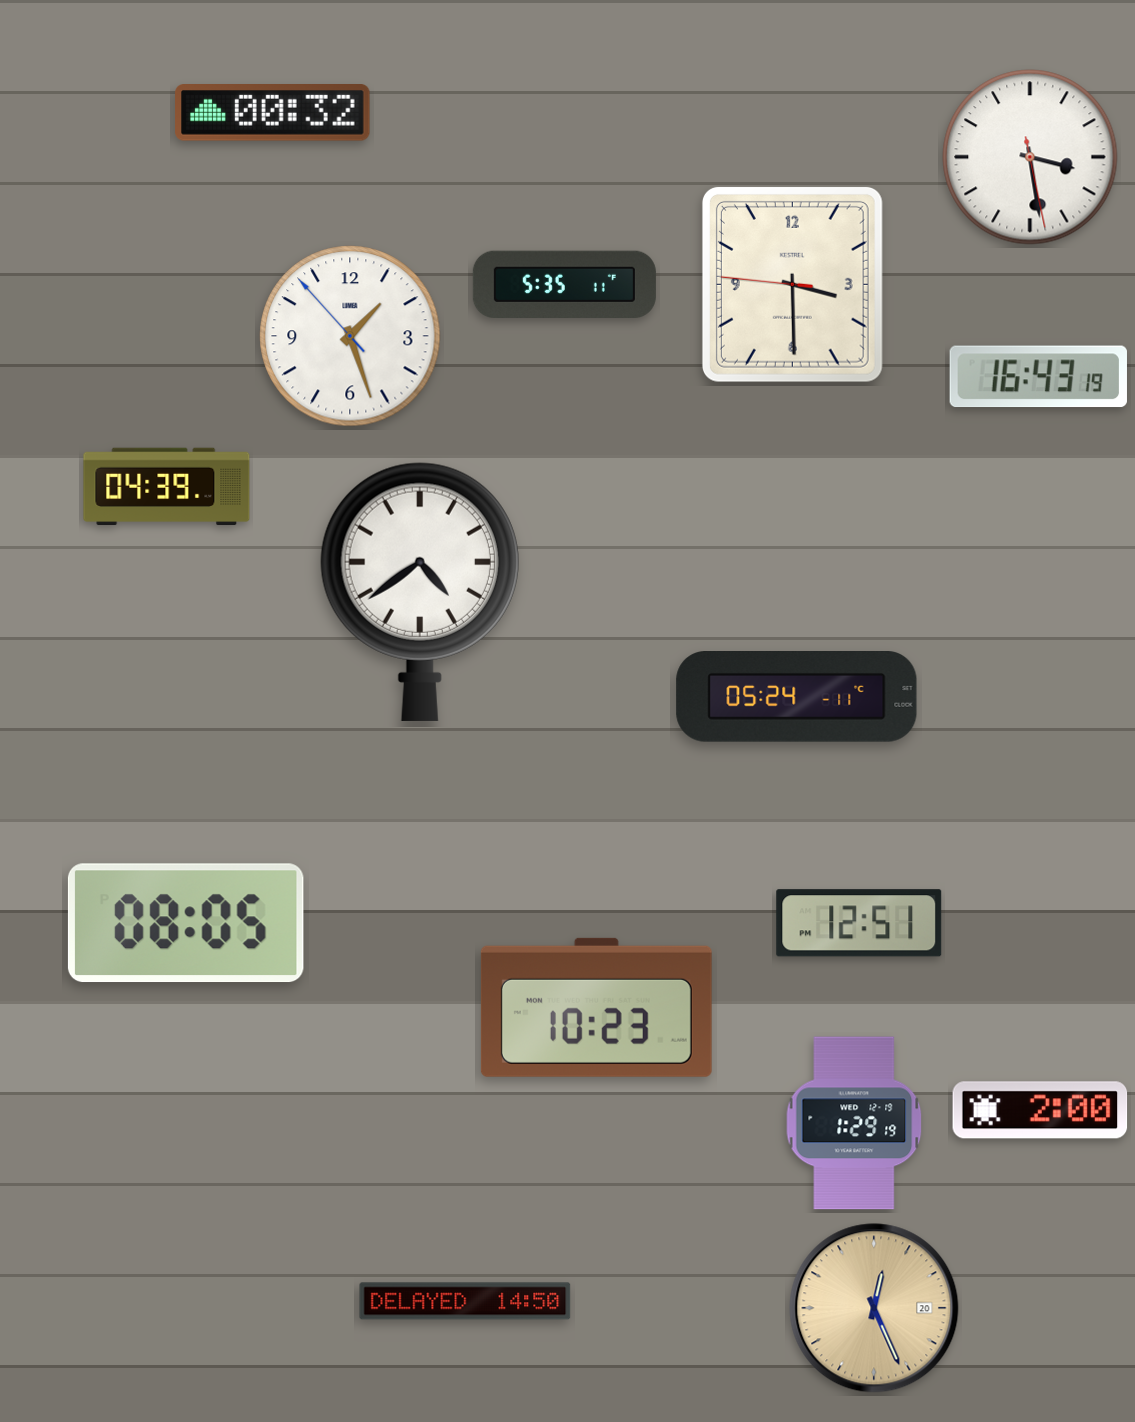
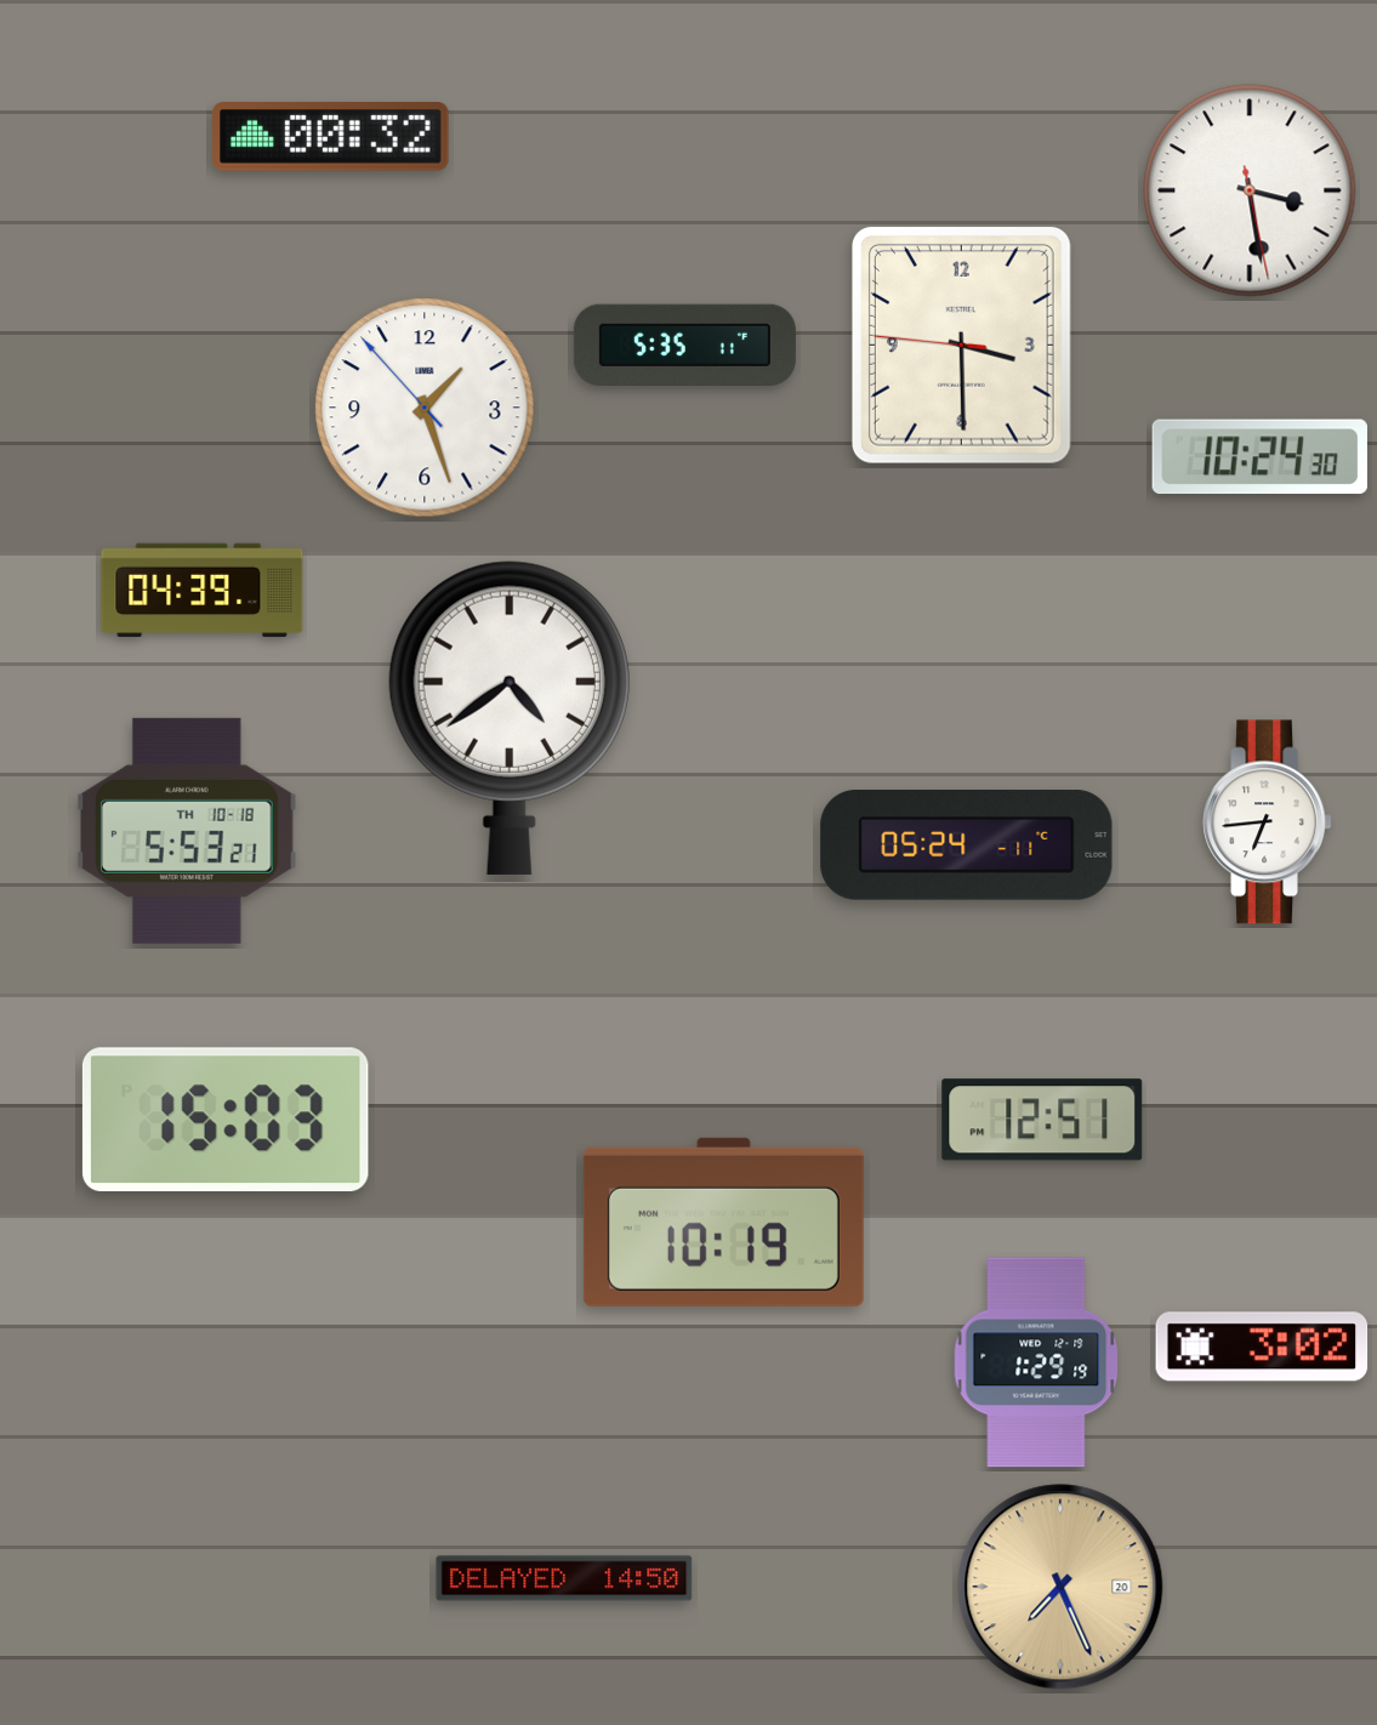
clock at (1038, 377): 16:43 -> 10:24
clock at (1268, 822): none -> 6:44
clock at (187, 831): none -> 5:53
clock at (186, 923): 08:05 -> 15:03
clock at (596, 1007): 10:23 -> 10:19
clock at (1040, 1110): 2:00 -> 3:02
clock at (874, 1308): 12:26 -> 7:26
